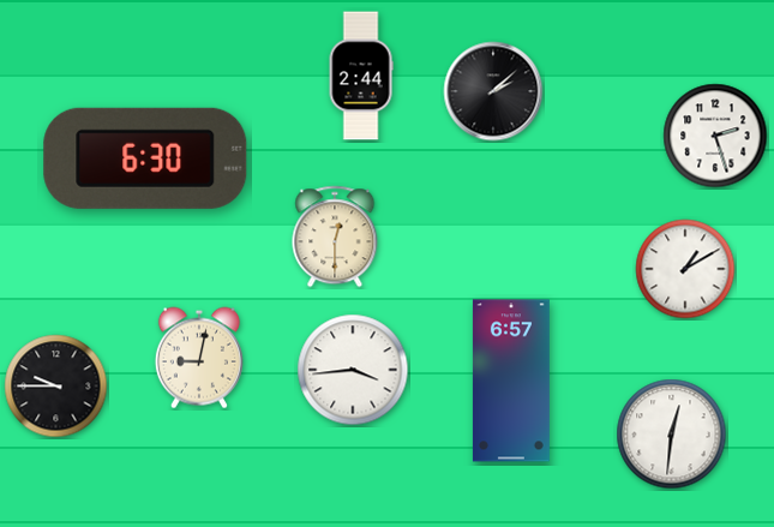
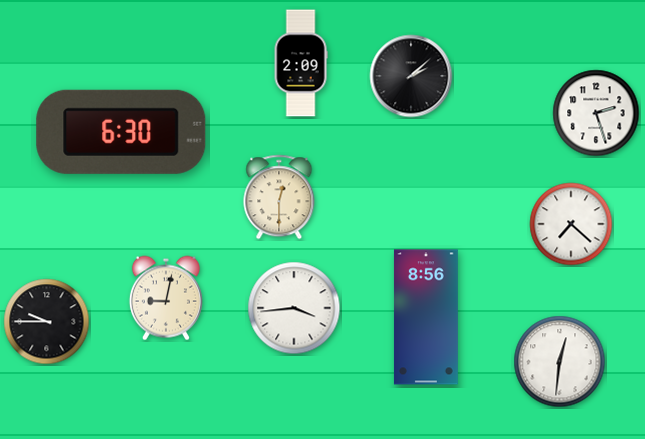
clock at (361, 76): 2:44 -> 2:09
clock at (685, 269): 1:10 -> 7:22
clock at (511, 381): 6:57 -> 8:56
